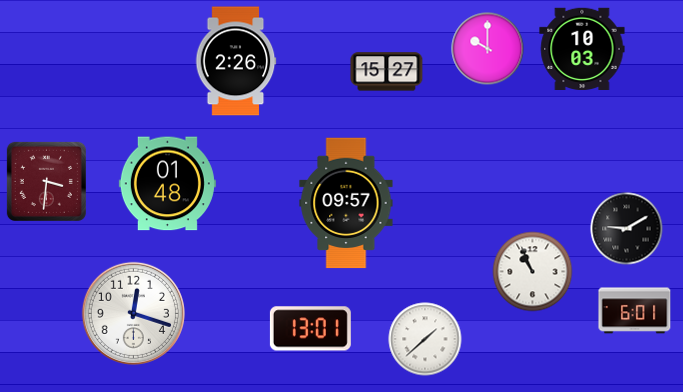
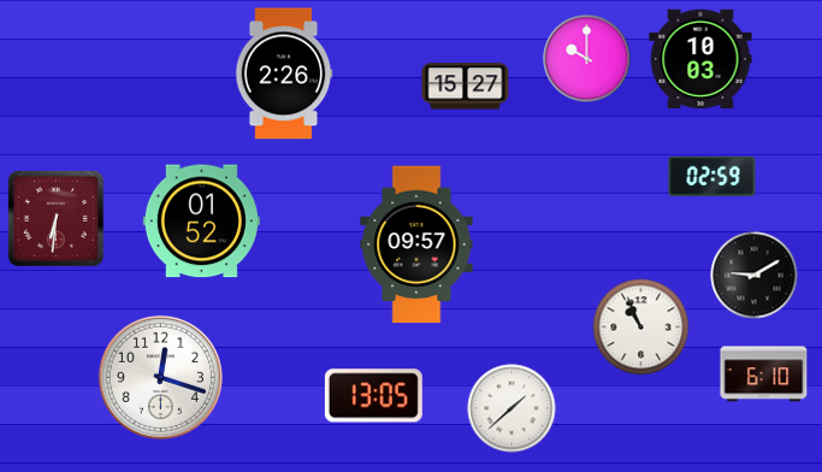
clock at (712, 176): none -> 02:59
clock at (46, 181): 3:31 -> 6:31
clock at (167, 184): 01:48 -> 01:52
clock at (635, 311): 6:01 -> 6:10
clock at (310, 329): 13:01 -> 13:05
